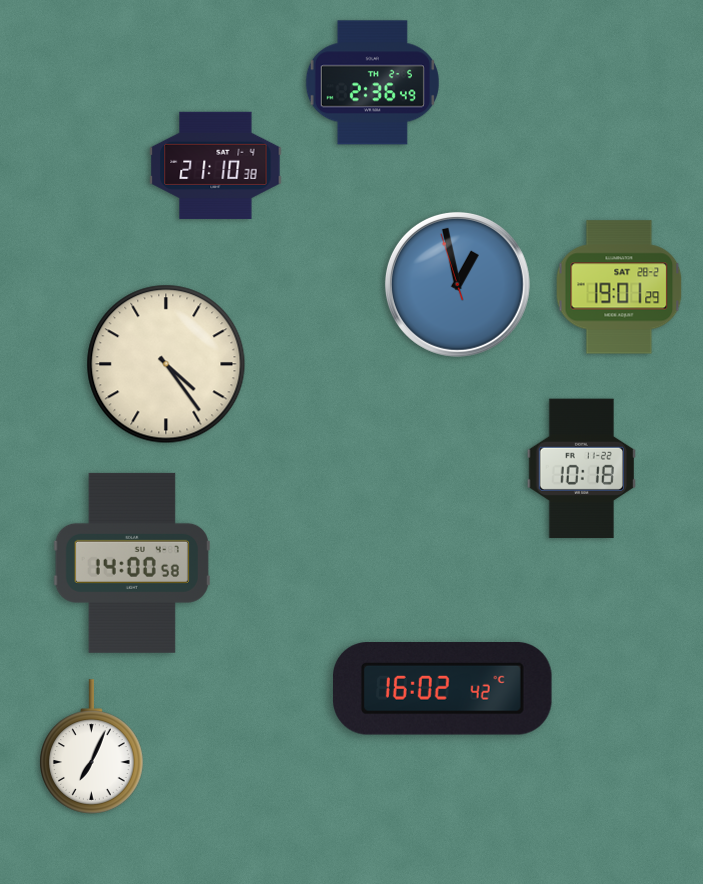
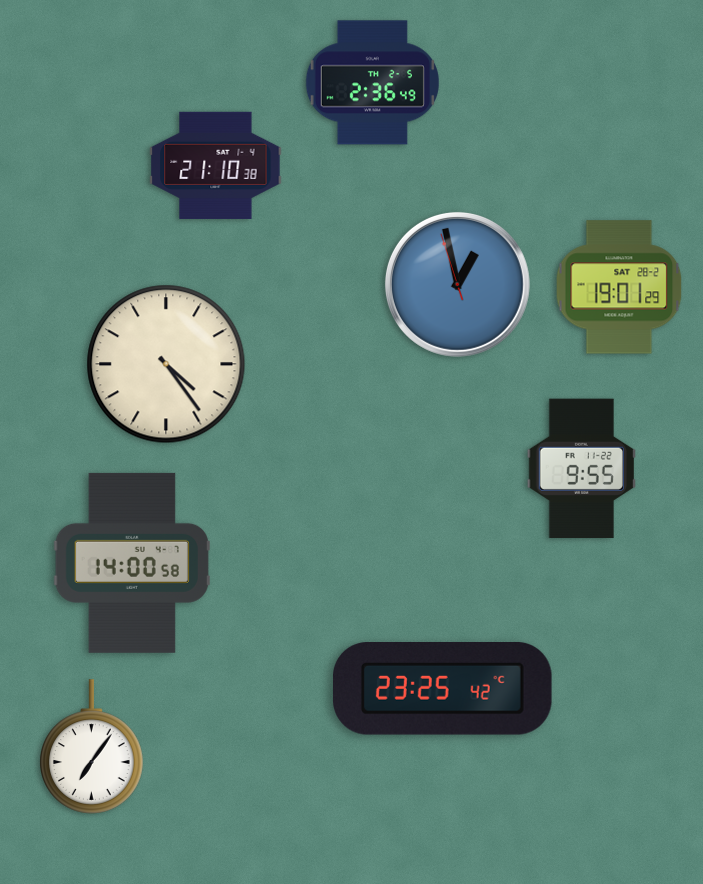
clock at (581, 469): 10:18 -> 9:55
clock at (443, 689): 16:02 -> 23:25
clock at (92, 747): 7:04 -> 7:06
